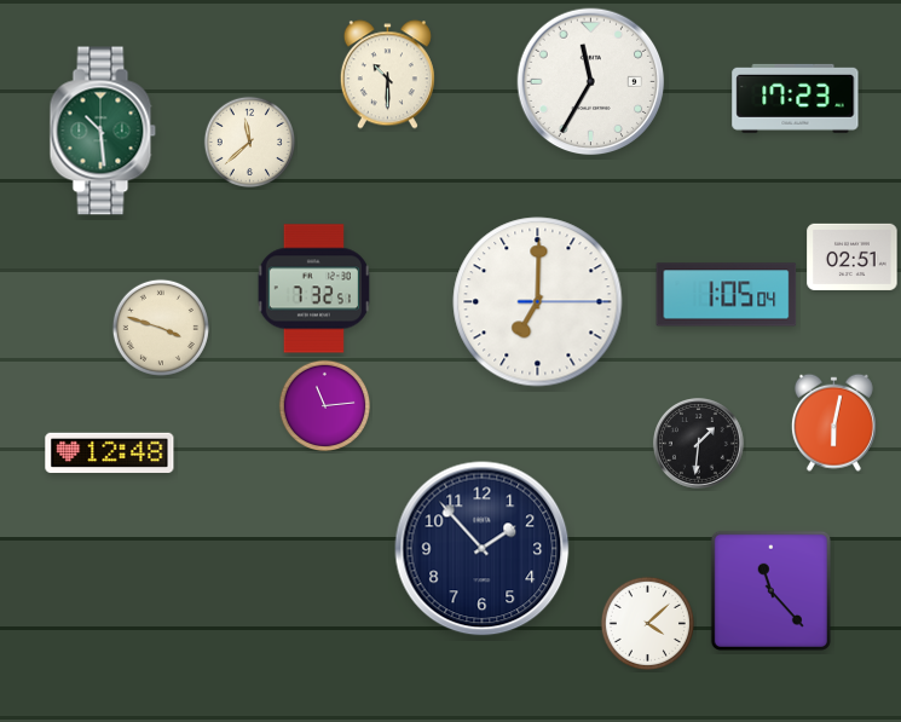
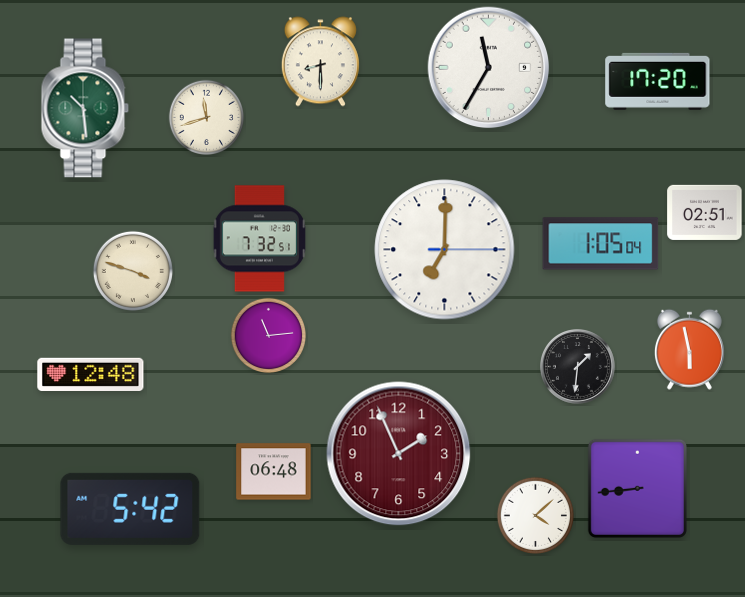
clock at (387, 75): 10:30 -> 8:30
clock at (796, 98): 17:23 -> 17:20
clock at (249, 141): 11:38 -> 11:42
clock at (833, 422): 6:02 -> 5:58
clock at (483, 549): 1:53 -> 1:56
clock at (483, 549) dial: navy -> burgundy
clock at (274, 472): none -> 06:48
clock at (770, 590): 11:23 -> 8:44
clock at (130, 509): none -> 5:42
